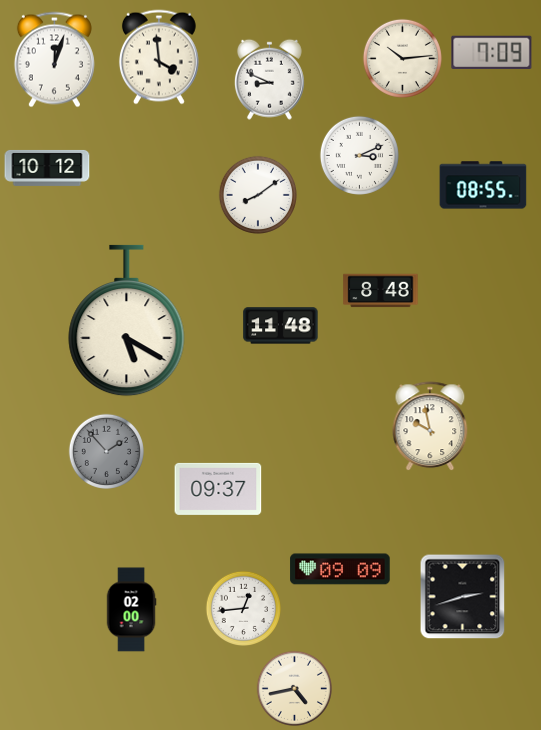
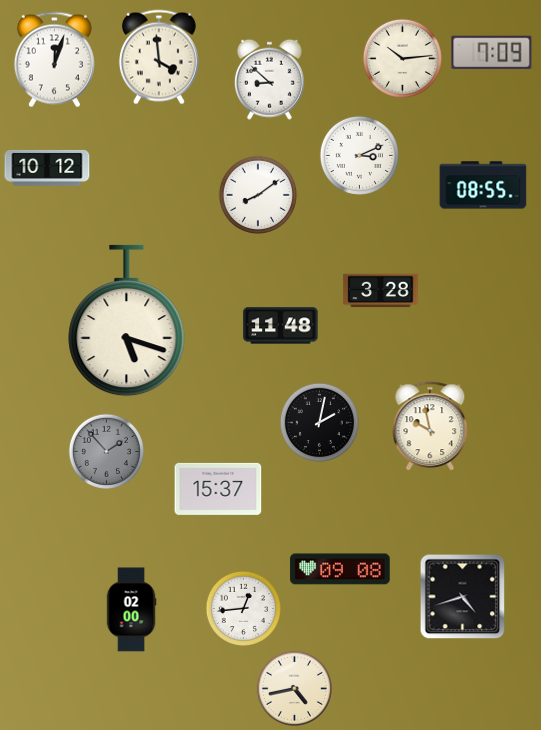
clock at (269, 79): 8:49 -> 8:52
clock at (381, 291): 8:48 -> 3:28
clock at (127, 321): 5:20 -> 5:18
clock at (319, 422): none -> 2:02
clock at (218, 489): 09:37 -> 15:37
clock at (340, 569): 09:09 -> 09:08
clock at (463, 597): 2:42 -> 4:42
